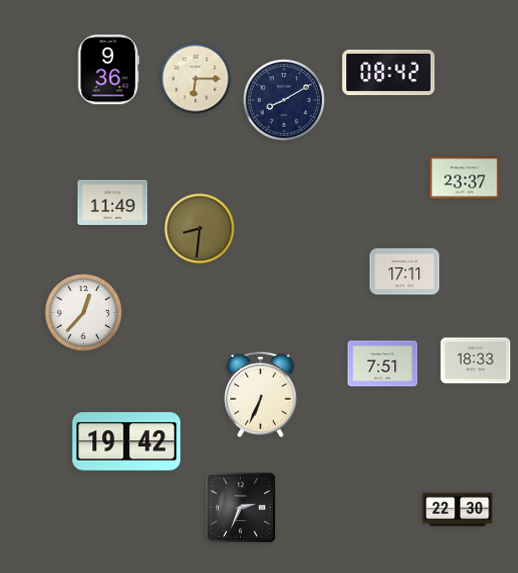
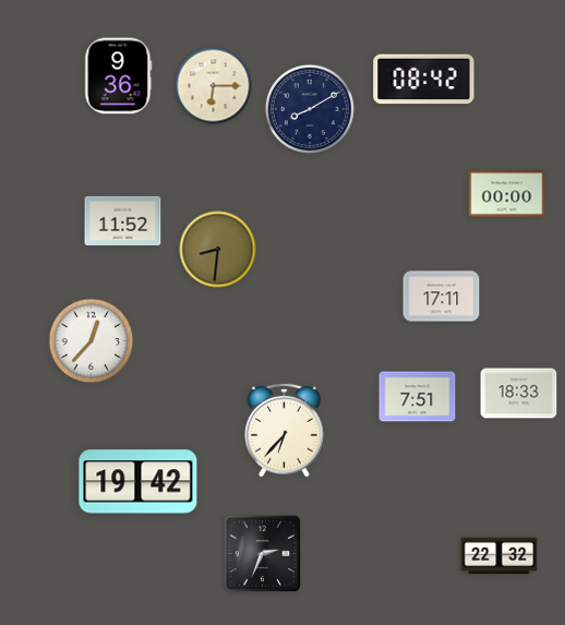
clock at (465, 178): 23:37 -> 00:00
clock at (113, 202): 11:49 -> 11:52
clock at (261, 394): 6:34 -> 6:37
clock at (458, 510): 22:30 -> 22:32
